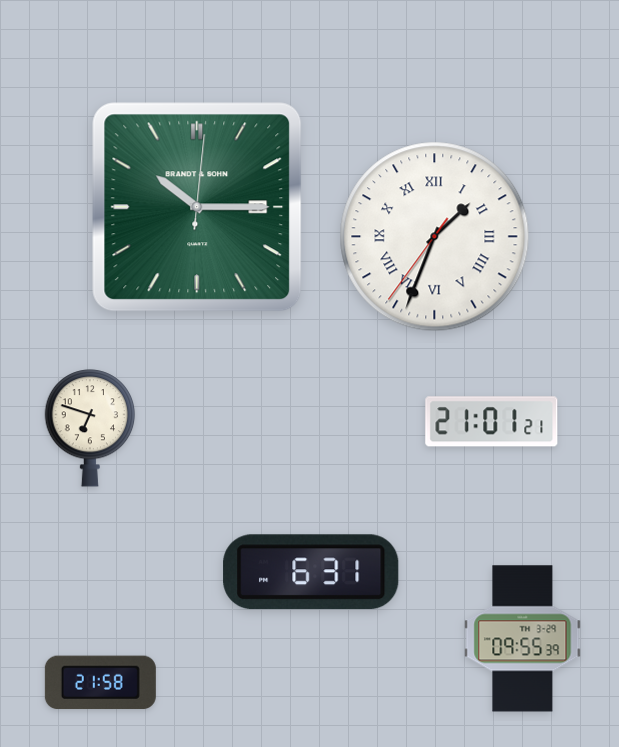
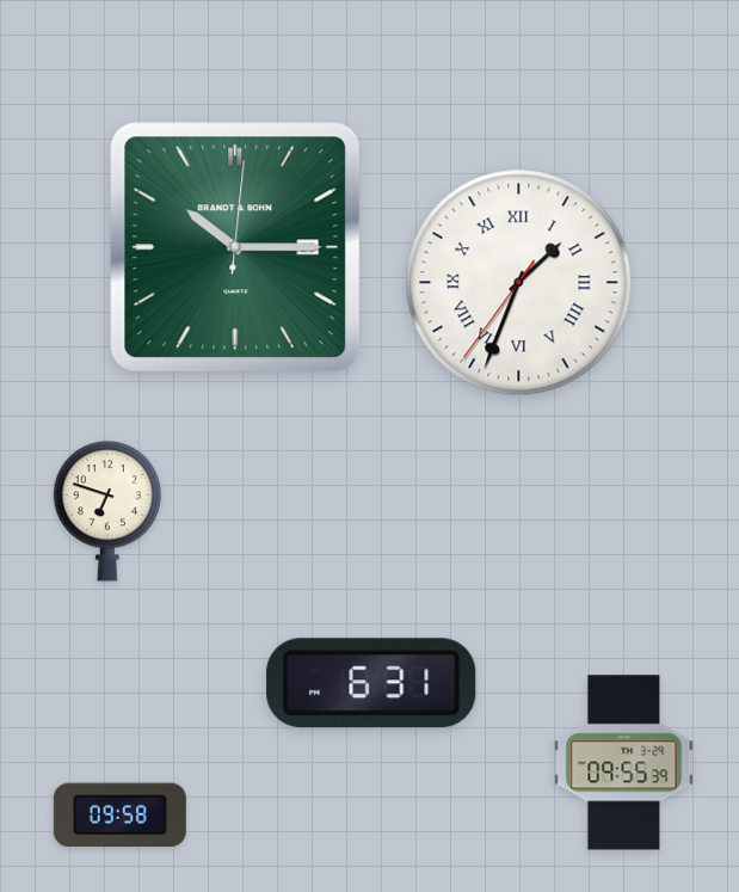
clock at (492, 422): 21:01 -> none
clock at (100, 683): 21:58 -> 09:58
